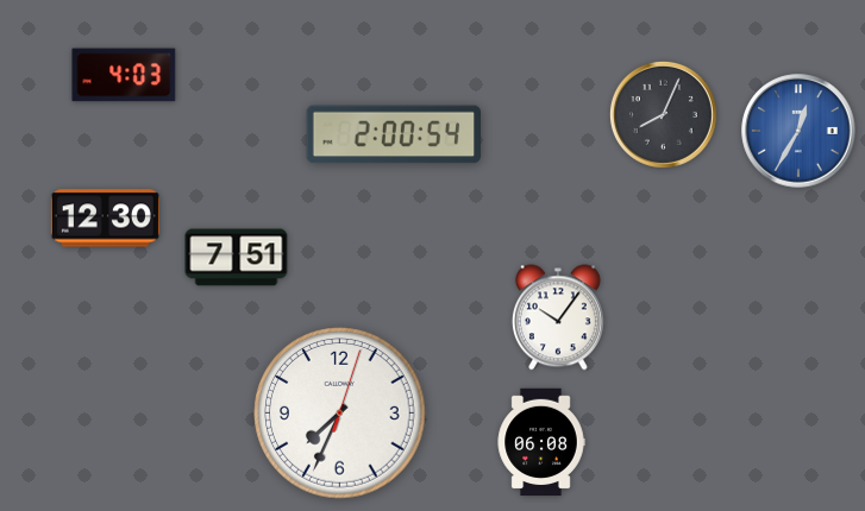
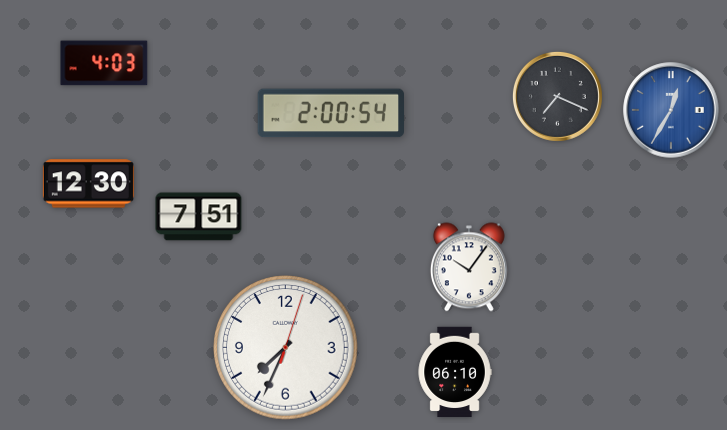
clock at (663, 114): 8:04 -> 7:19
clock at (541, 442): 06:08 -> 06:10
